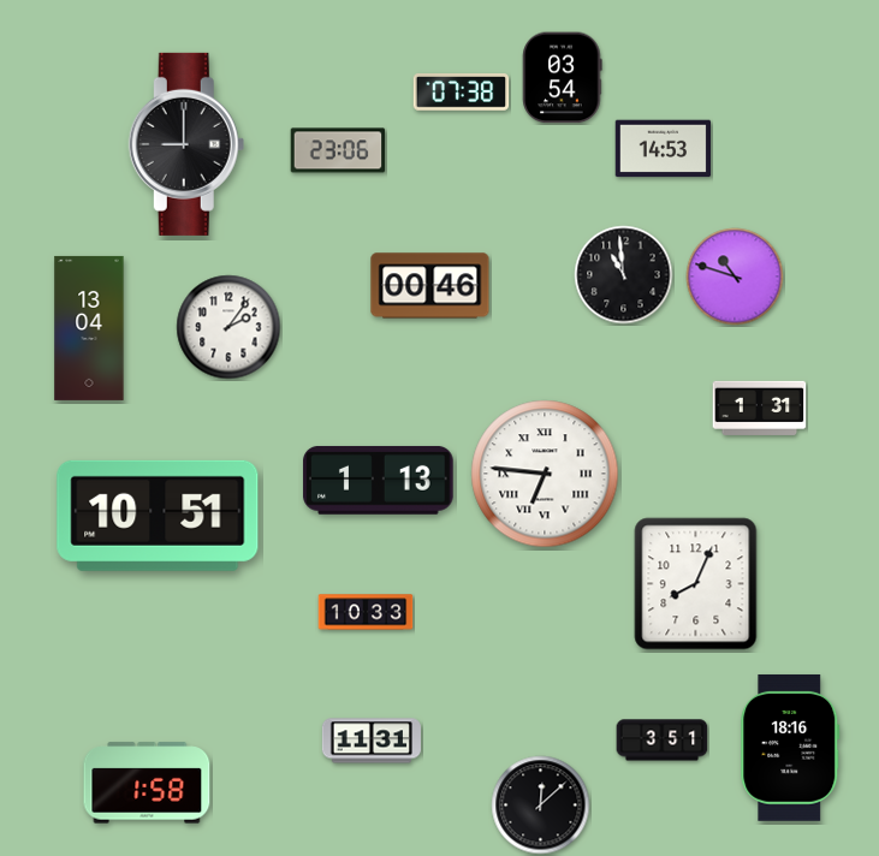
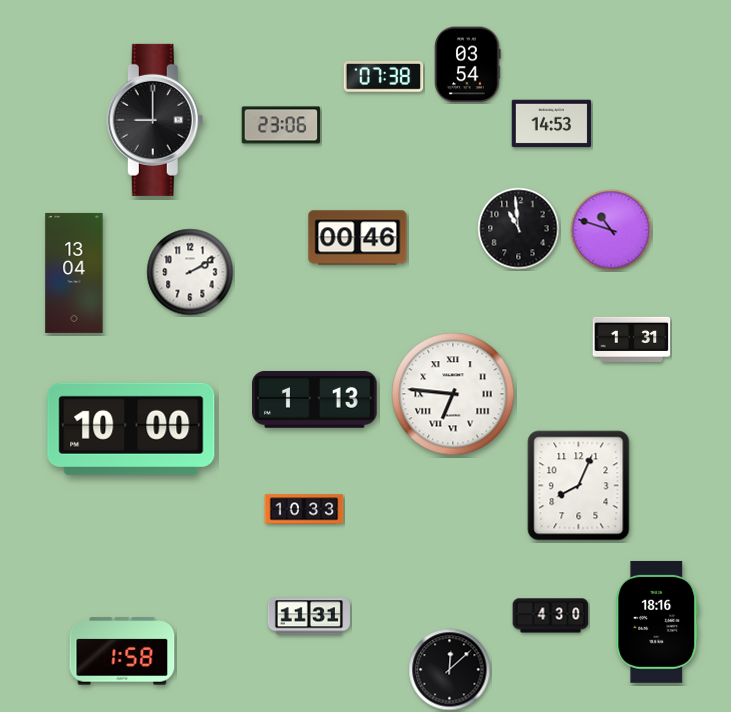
clock at (228, 327): 2:06 -> 2:10
clock at (158, 516): 10:51 -> 10:00
clock at (663, 741): 3:51 -> 4:30
